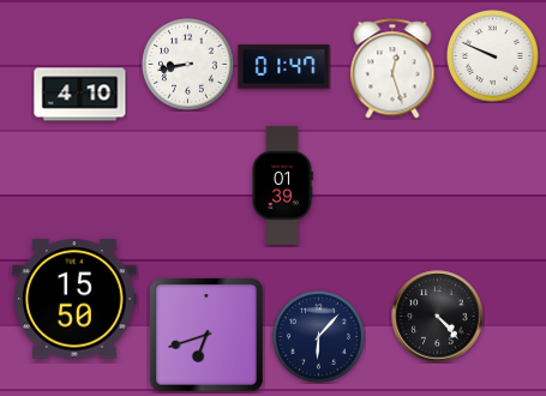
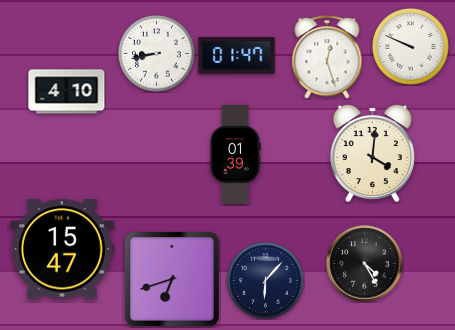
clock at (80, 95) position: (80, 95) -> (67, 92)
clock at (372, 154): none -> 4:01
clock at (74, 299): 15:50 -> 15:47
clock at (438, 317): 4:23 -> 4:25
